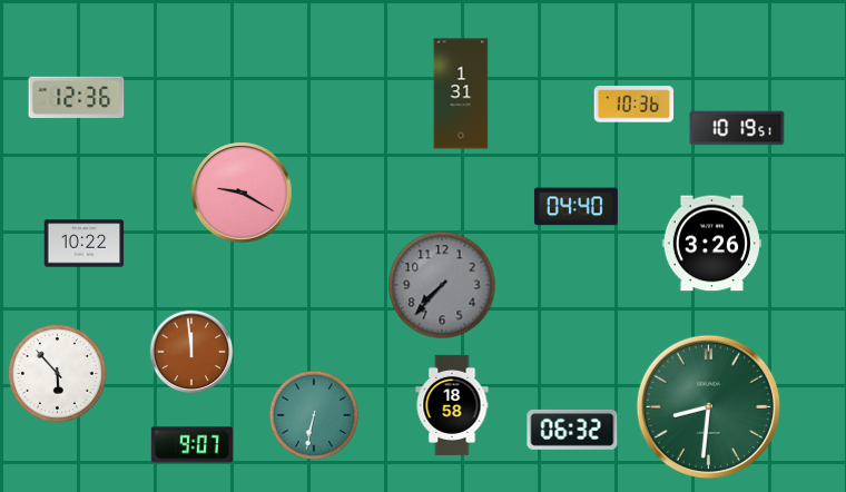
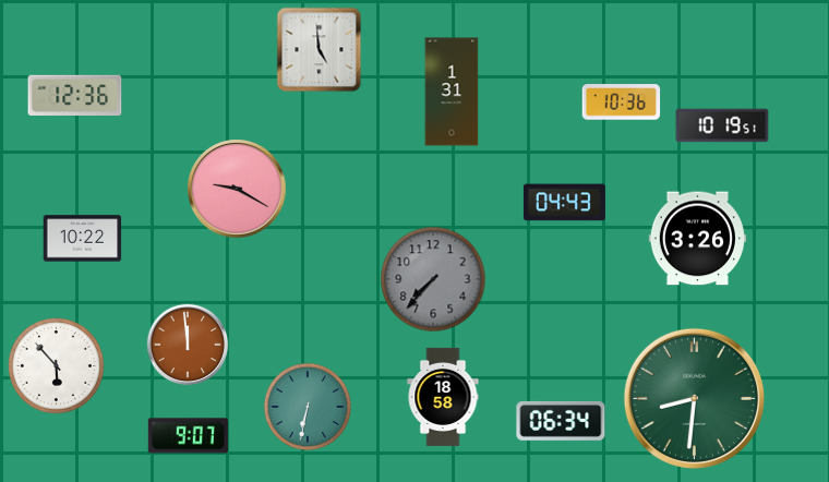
clock at (320, 50): none -> 4:59
clock at (576, 207): 04:40 -> 04:43
clock at (572, 430): 06:32 -> 06:34
